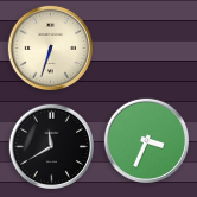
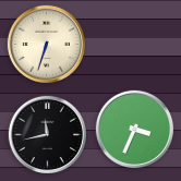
clock at (51, 146): 11:40 -> 11:43
